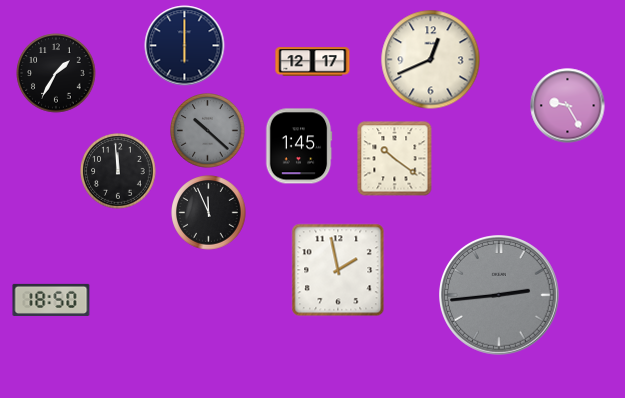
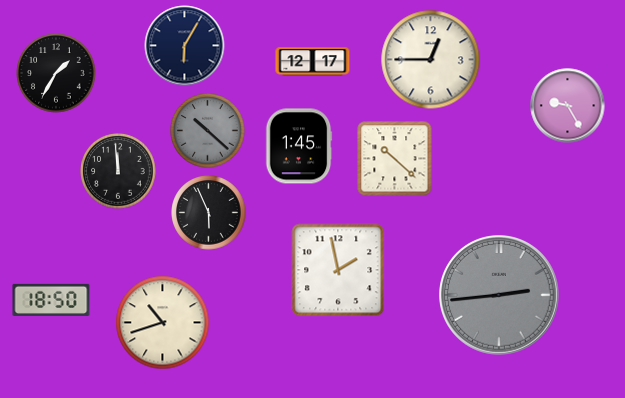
clock at (185, 46): 6:00 -> 6:05
clock at (431, 60): 12:41 -> 12:45
clock at (395, 159): 10:21 -> 10:22
clock at (209, 213): 11:56 -> 5:56
clock at (163, 323): none -> 10:42
